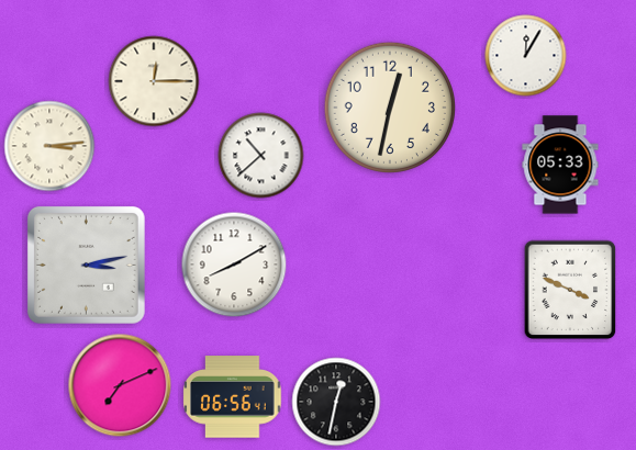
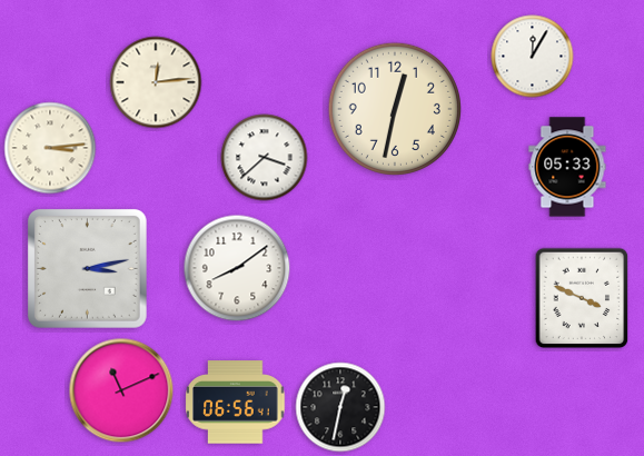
clock at (154, 81): 12:15 -> 12:14
clock at (261, 156): 10:38 -> 3:38
clock at (234, 265): 8:10 -> 8:09
clock at (570, 290) position: (570, 290) -> (582, 298)
clock at (120, 385): 7:11 -> 11:11
